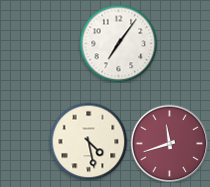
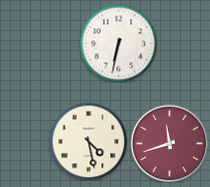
clock at (118, 43): 7:06 -> 6:32
